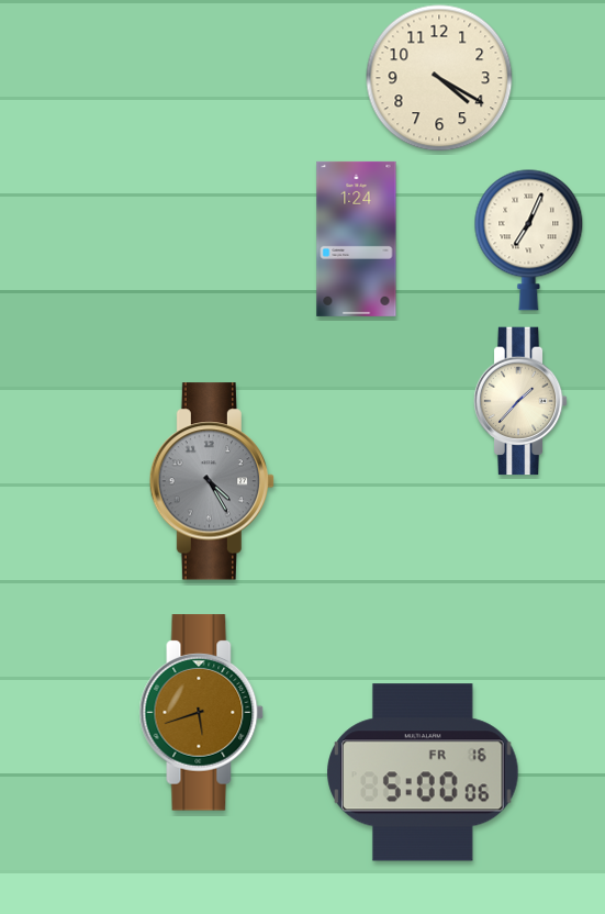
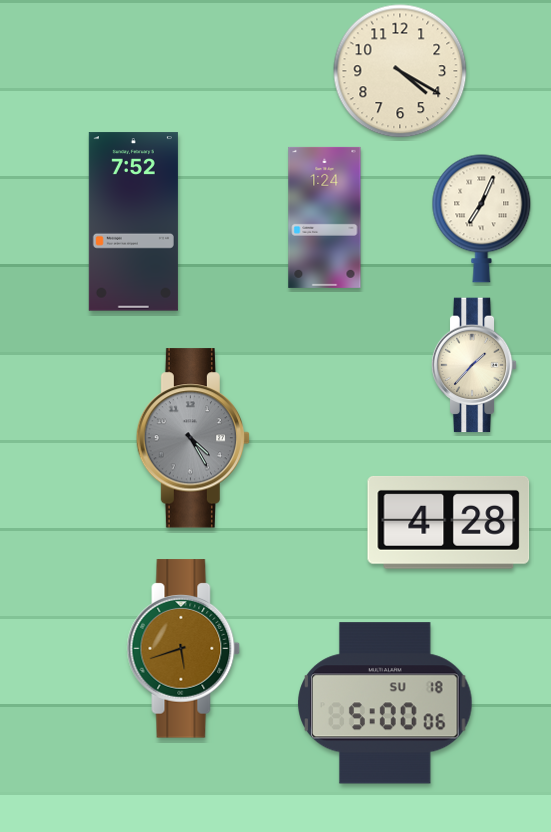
clock at (133, 222): none -> 7:52
clock at (449, 522): none -> 4:28
clock at (423, 772) date: FR 16 -> SU 18
